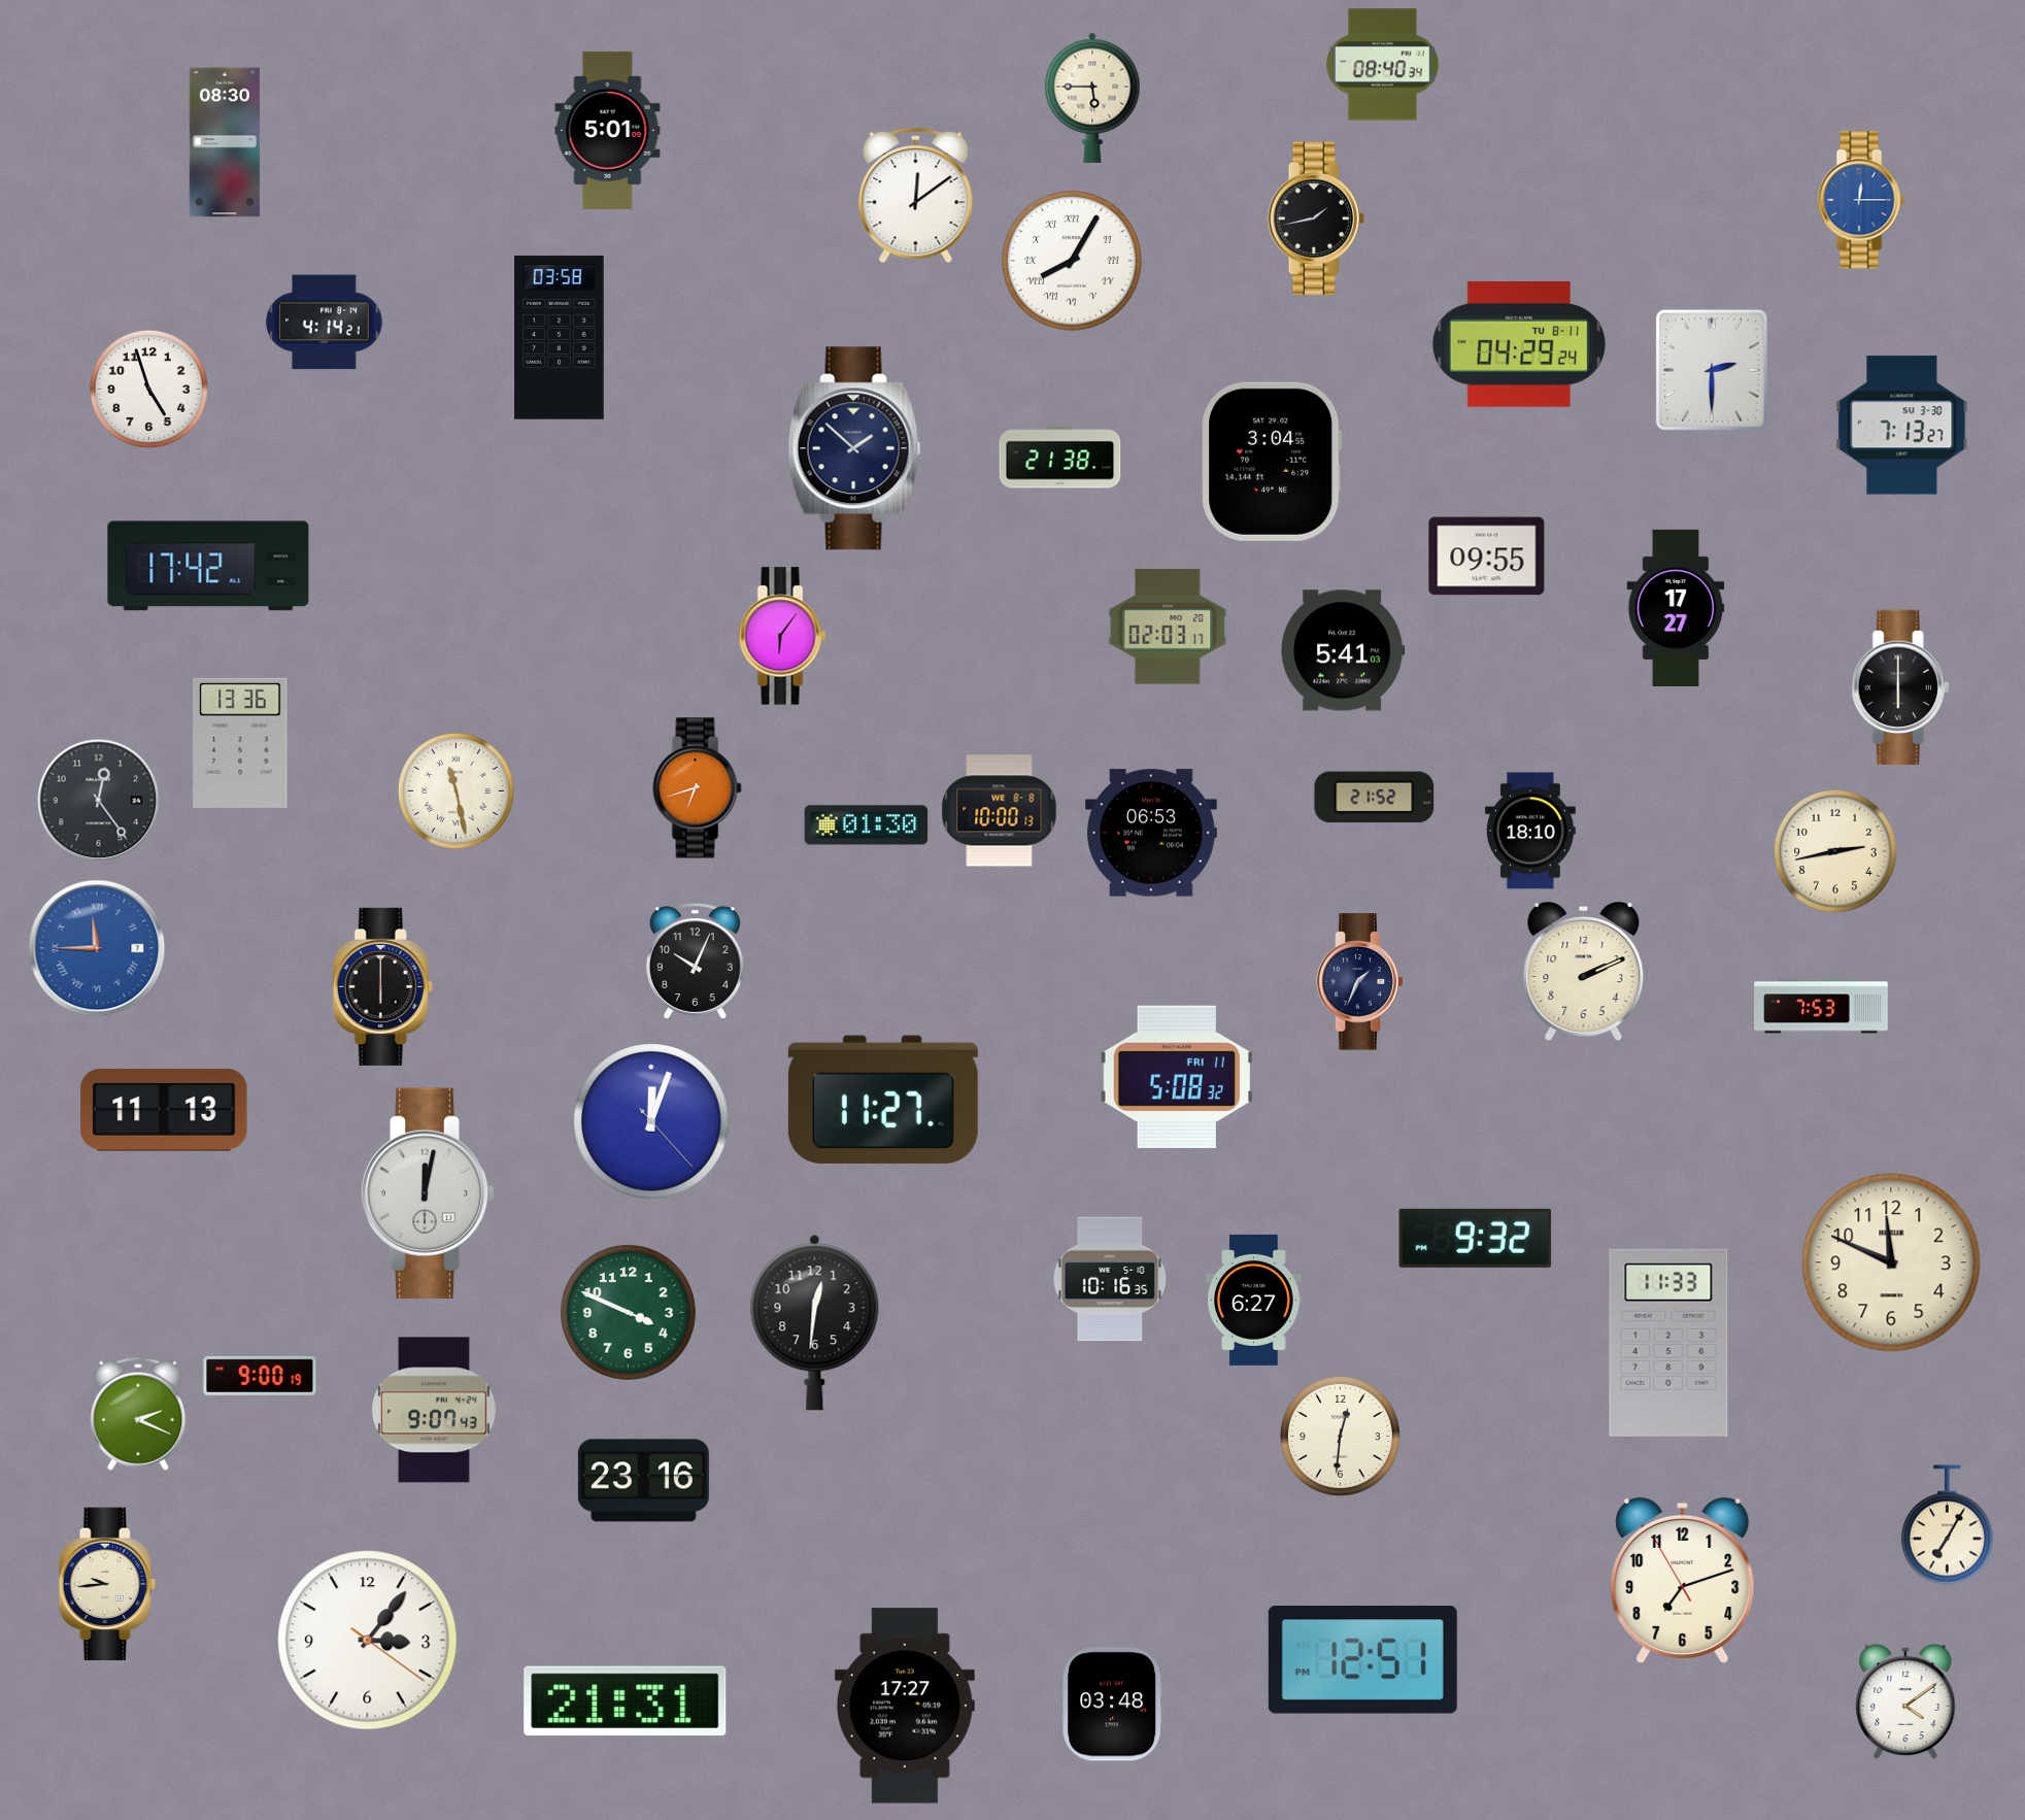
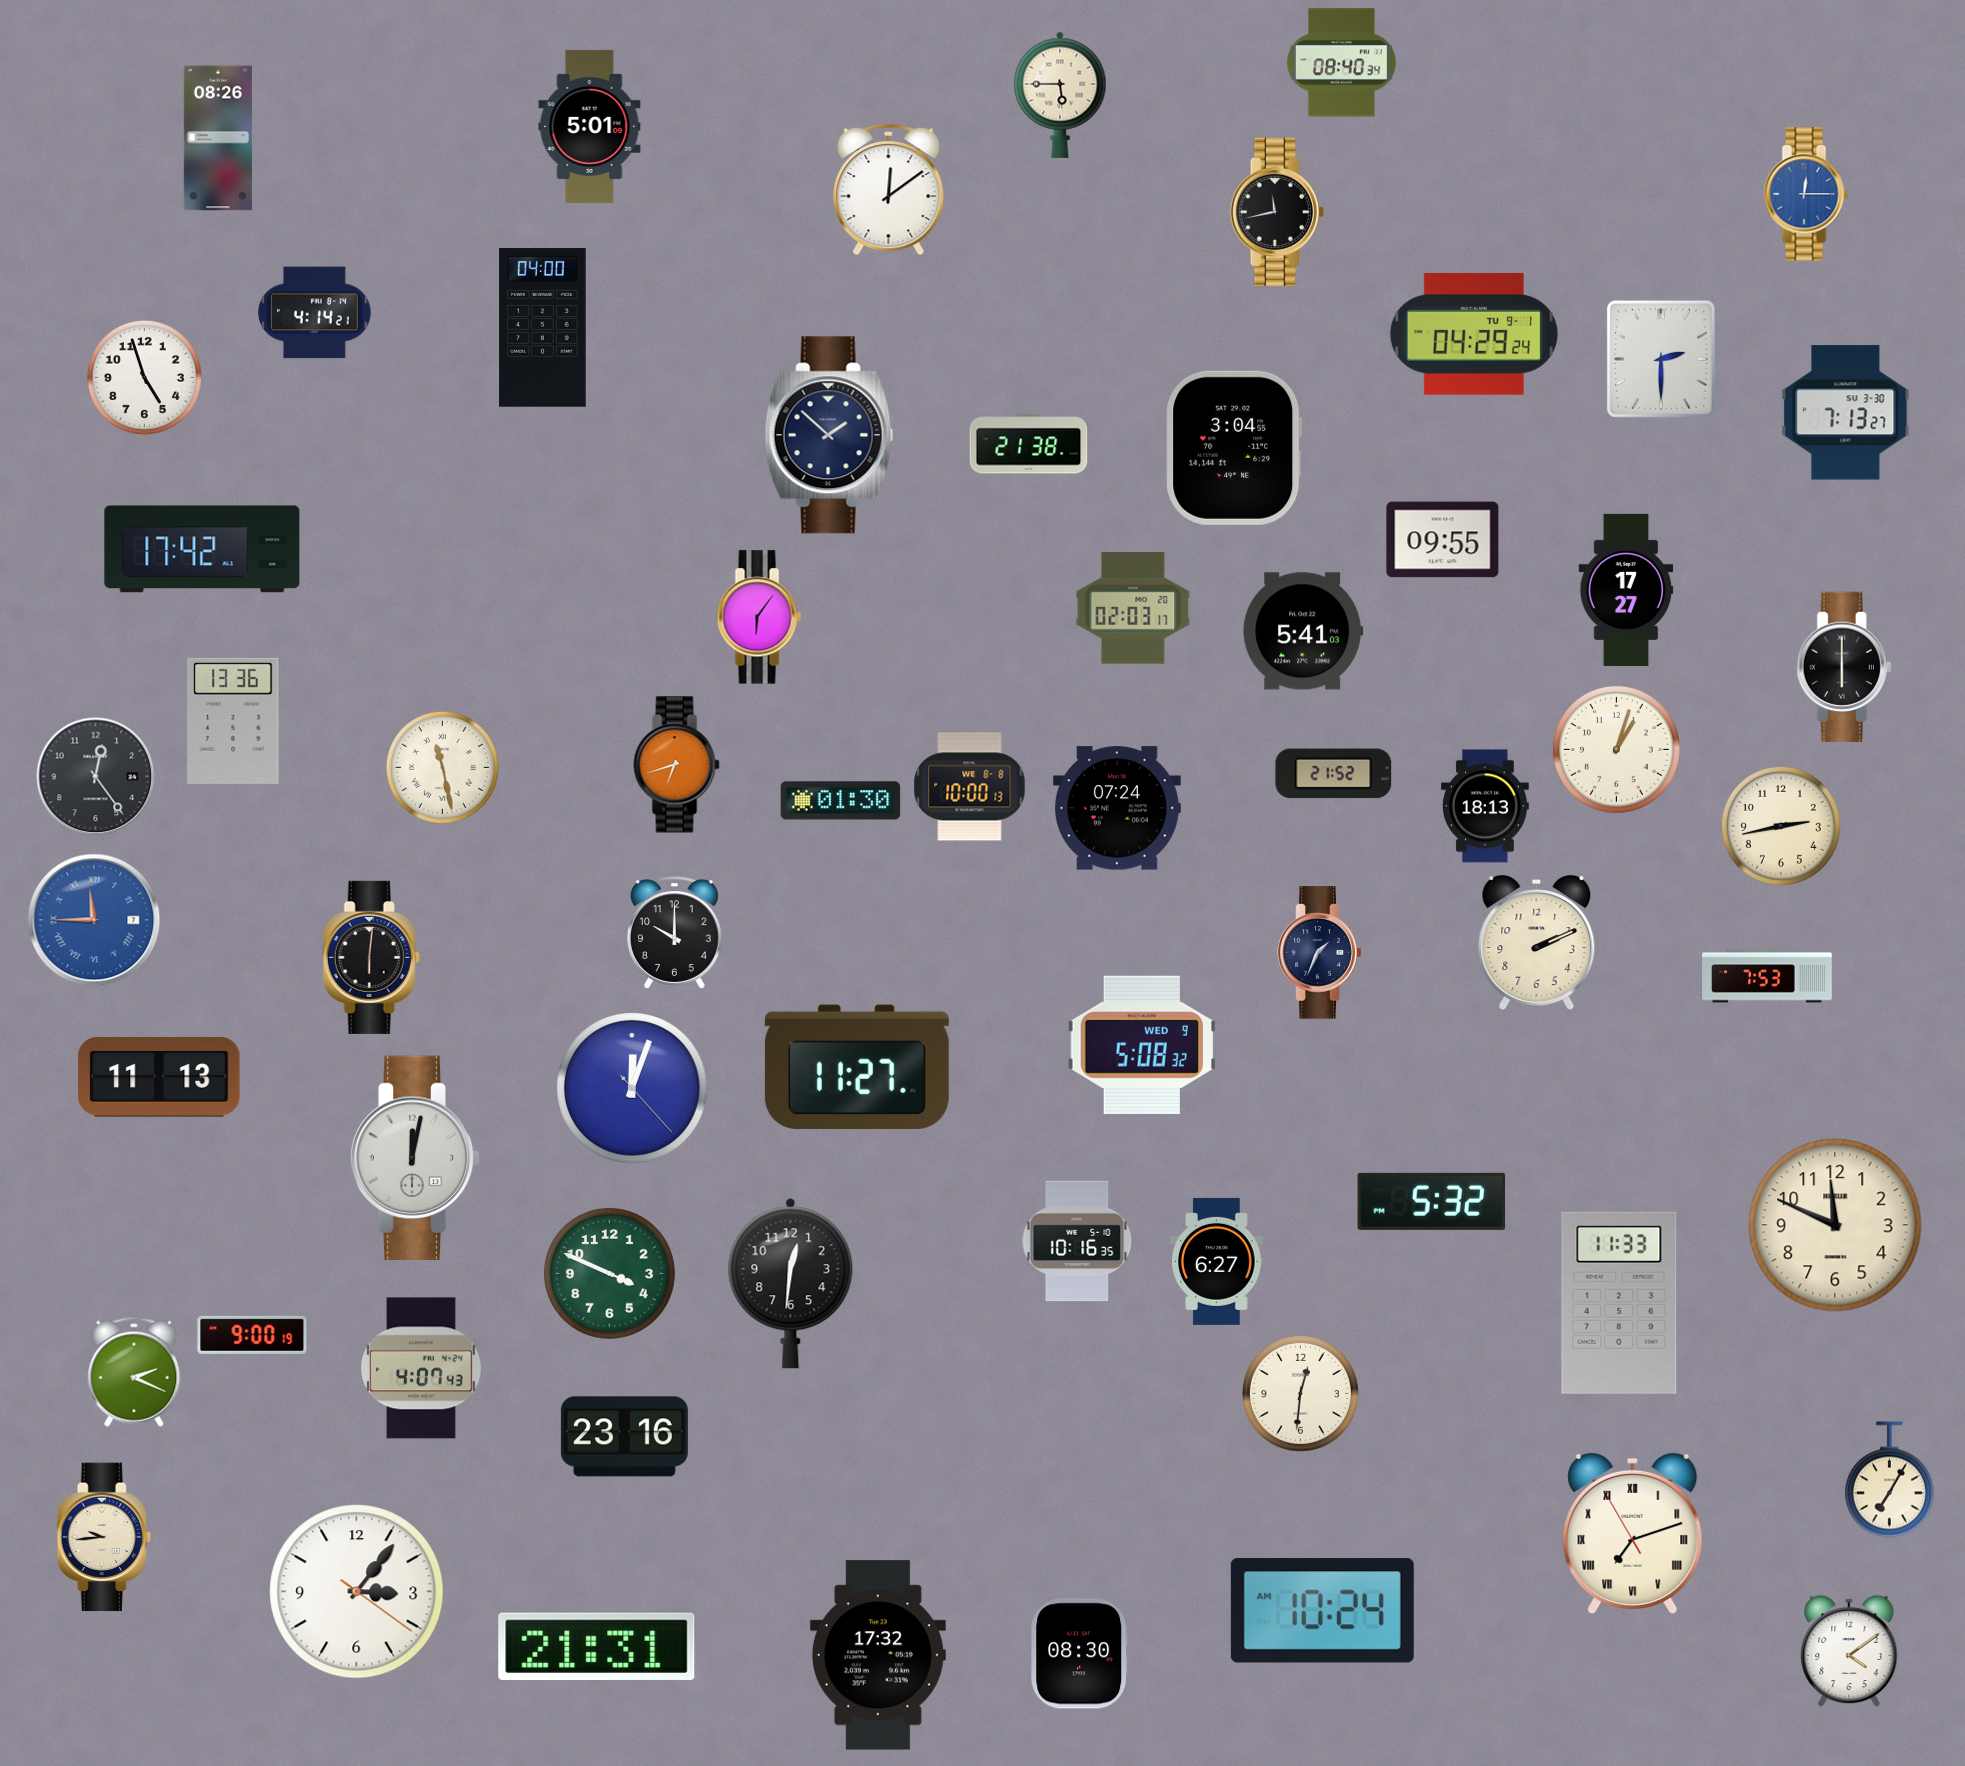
clock at (225, 142): 08:30 -> 08:26
clock at (1316, 218): 1:43 -> 11:43
clock at (1072, 261): 8:05 -> none
clock at (560, 338): 03:58 -> 04:00
clock at (1519, 344) date: TU 8-11 -> TU 9-1
clock at (1616, 749): none -> 1:03
clock at (1530, 831): 18:10 -> 18:13
clock at (1151, 833): 06:53 -> 07:24
clock at (695, 962): 10:04 -> 10:00
clock at (382, 986): 6:00 -> 6:01
clock at (1176, 1077) date: FRI 11 -> WED 9
clock at (1476, 1238): 9:32 -> 5:32
clock at (434, 1410): 9:07 -> 4:07
clock at (1683, 1580) numerals: Arabic -> Roman
clock at (1362, 1660): 12:51 -> 10:24
clock at (626, 1700) position: (626, 1700) -> (597, 1646)
clock at (1113, 1705): 03:48 -> 08:30
clock at (905, 1706): 17:27 -> 17:32
